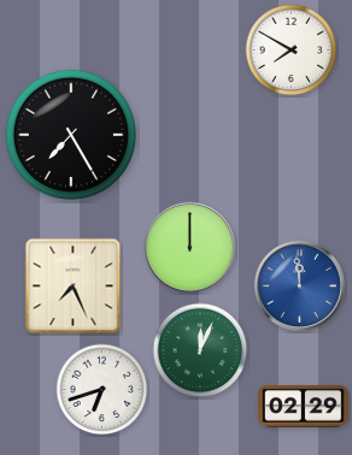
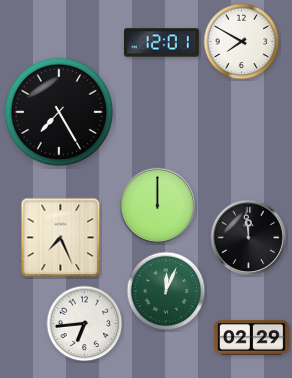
clock at (162, 43): none -> 12:01
clock at (299, 285) dial: blue -> black
clock at (102, 390): 6:42 -> 6:44
